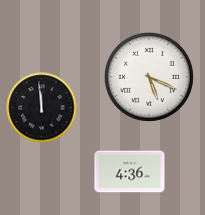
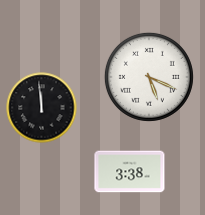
clock at (130, 172): 4:36 -> 3:38
